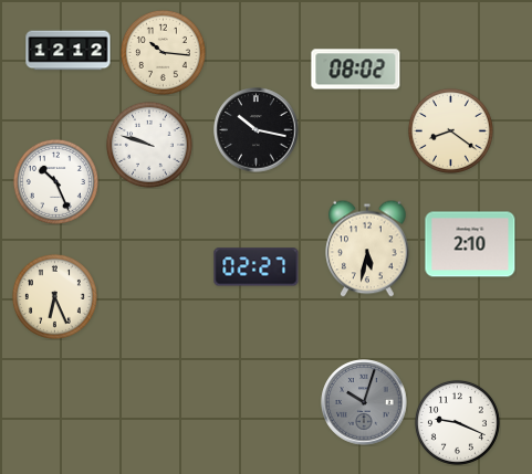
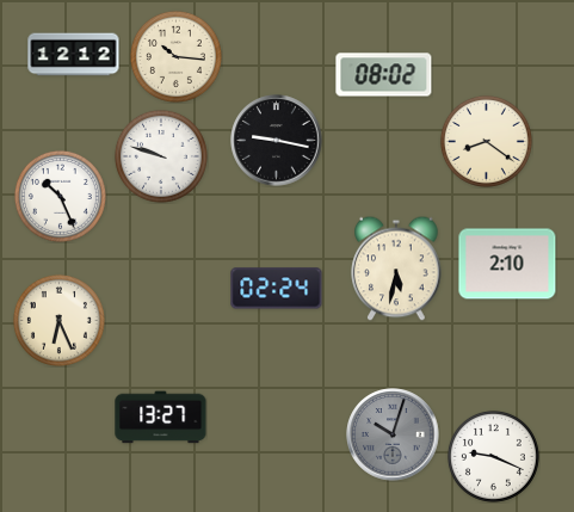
clock at (257, 130): 10:17 -> 9:17
clock at (257, 267): 02:27 -> 02:24
clock at (161, 418): none -> 13:27
